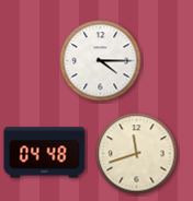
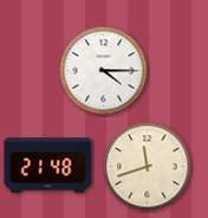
clock at (101, 61) position: (101, 61) -> (104, 71)
clock at (45, 153): 04:48 -> 21:48
